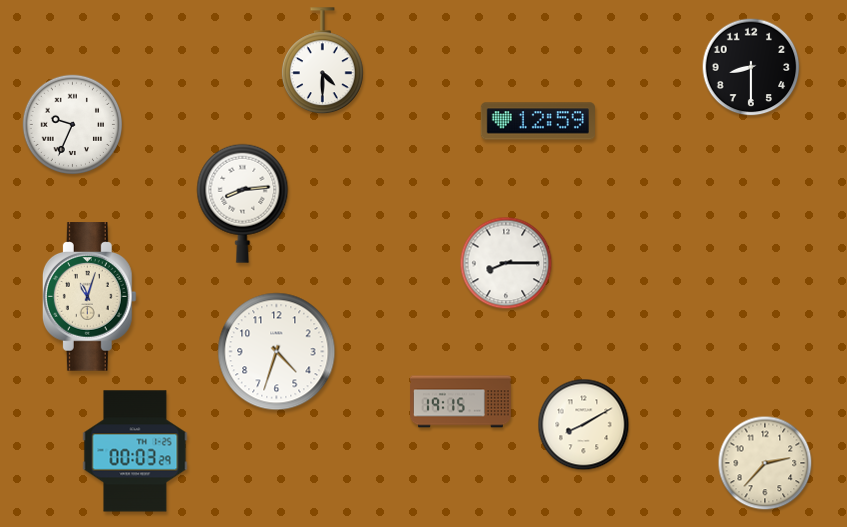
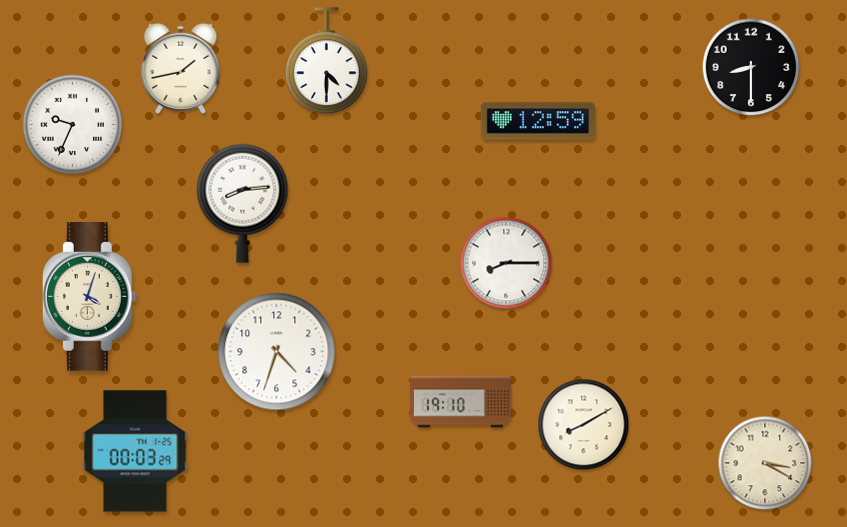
clock at (322, 61) position: (322, 61) -> (326, 61)
clock at (181, 68): none -> 1:43
clock at (89, 297): 11:03 -> 4:03
clock at (461, 402): 19:15 -> 19:10
clock at (765, 463): 2:37 -> 3:20
